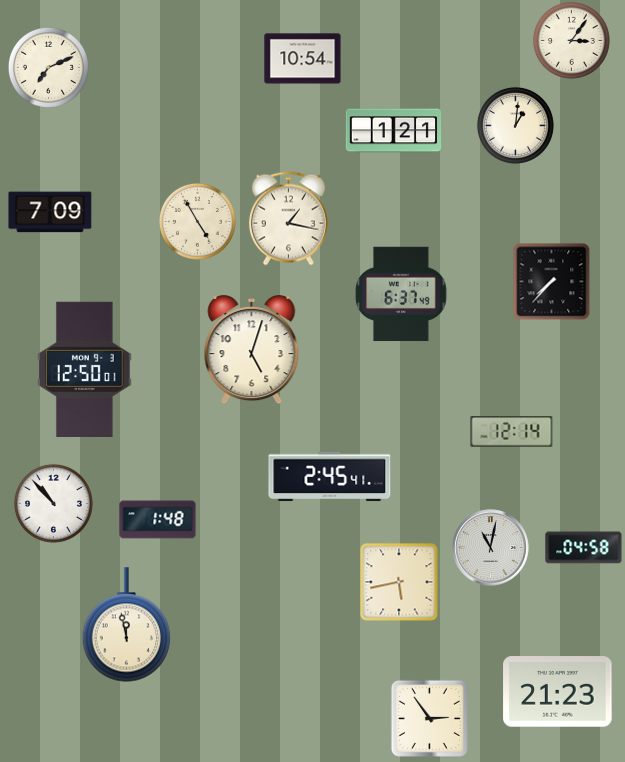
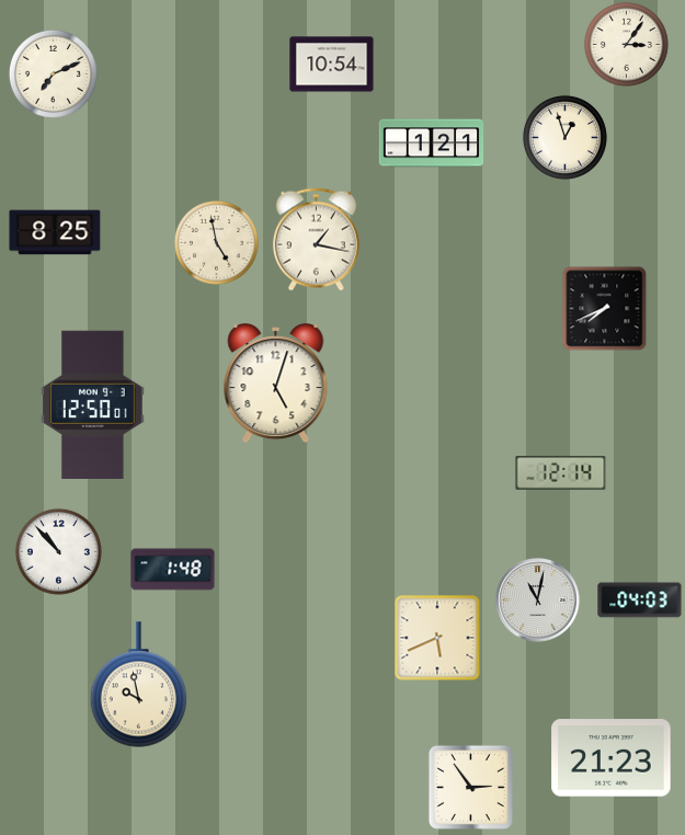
clock at (515, 125): 1:01 -> 12:57
clock at (50, 212): 7:09 -> 8:25
clock at (197, 221): 4:55 -> 4:58
clock at (551, 281): 7:37 -> 7:41
clock at (401, 294): 6:37 -> none
clock at (330, 477): 2:45 -> none
clock at (584, 548): 04:58 -> 04:03
clock at (399, 582): 5:43 -> 5:41
clock at (127, 625): 11:58 -> 9:58
